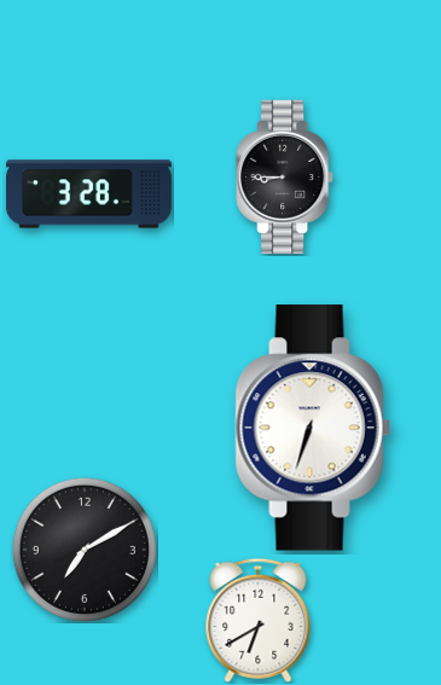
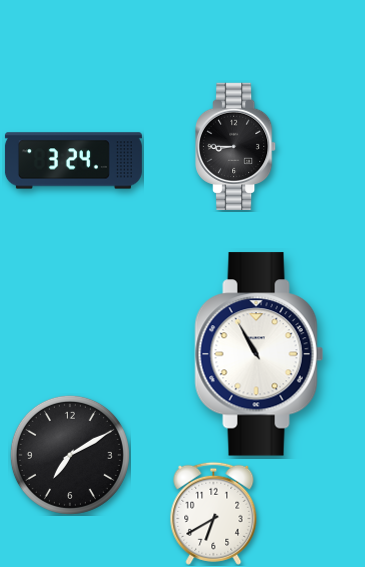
clock at (88, 195): 3:28 -> 3:24
clock at (313, 428): 6:33 -> 10:55
